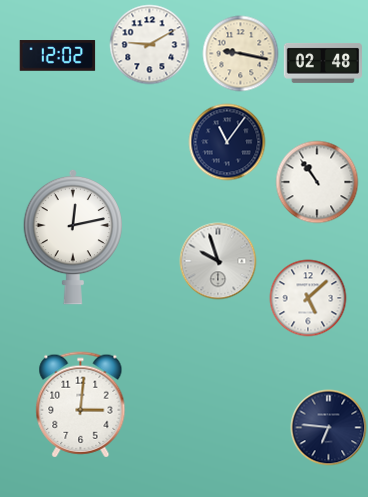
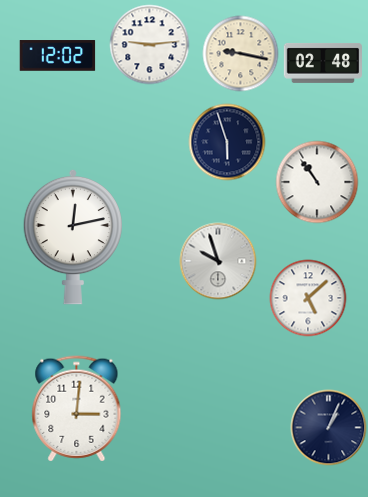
clock at (150, 45): 9:10 -> 9:14
clock at (227, 142): 11:06 -> 5:57
clock at (81, 405) position: (81, 405) -> (77, 409)
clock at (329, 428): 6:46 -> 1:04
